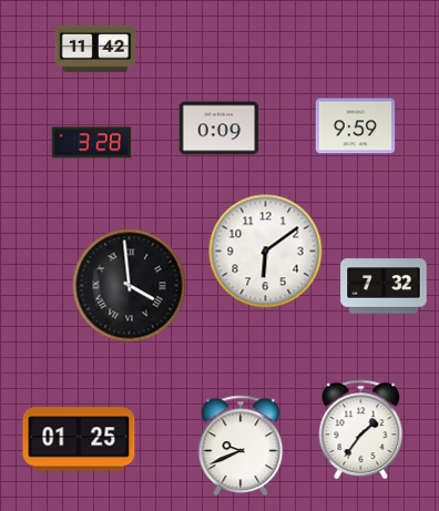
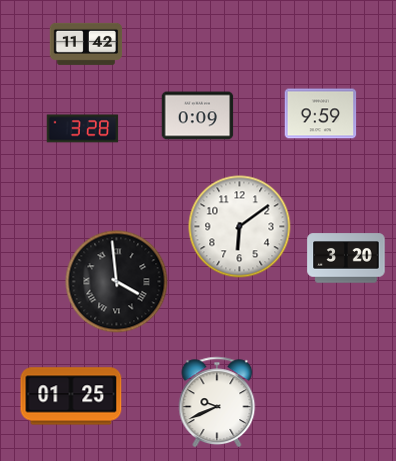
clock at (130, 286) position: (130, 286) -> (117, 282)
clock at (384, 286): 7:32 -> 3:20
clock at (361, 429): 1:36 -> none
